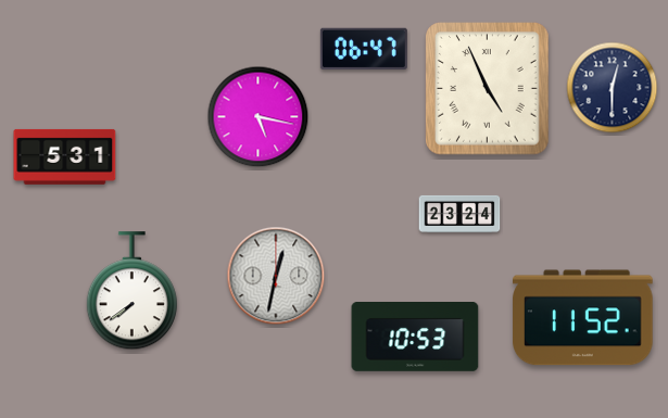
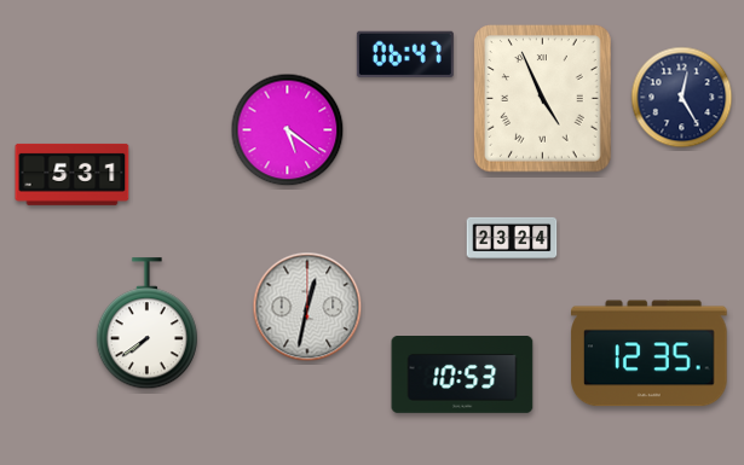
clock at (613, 88): 12:30 -> 12:25
clock at (259, 117): 5:17 -> 5:21
clock at (583, 318): 11:52 -> 12:35
